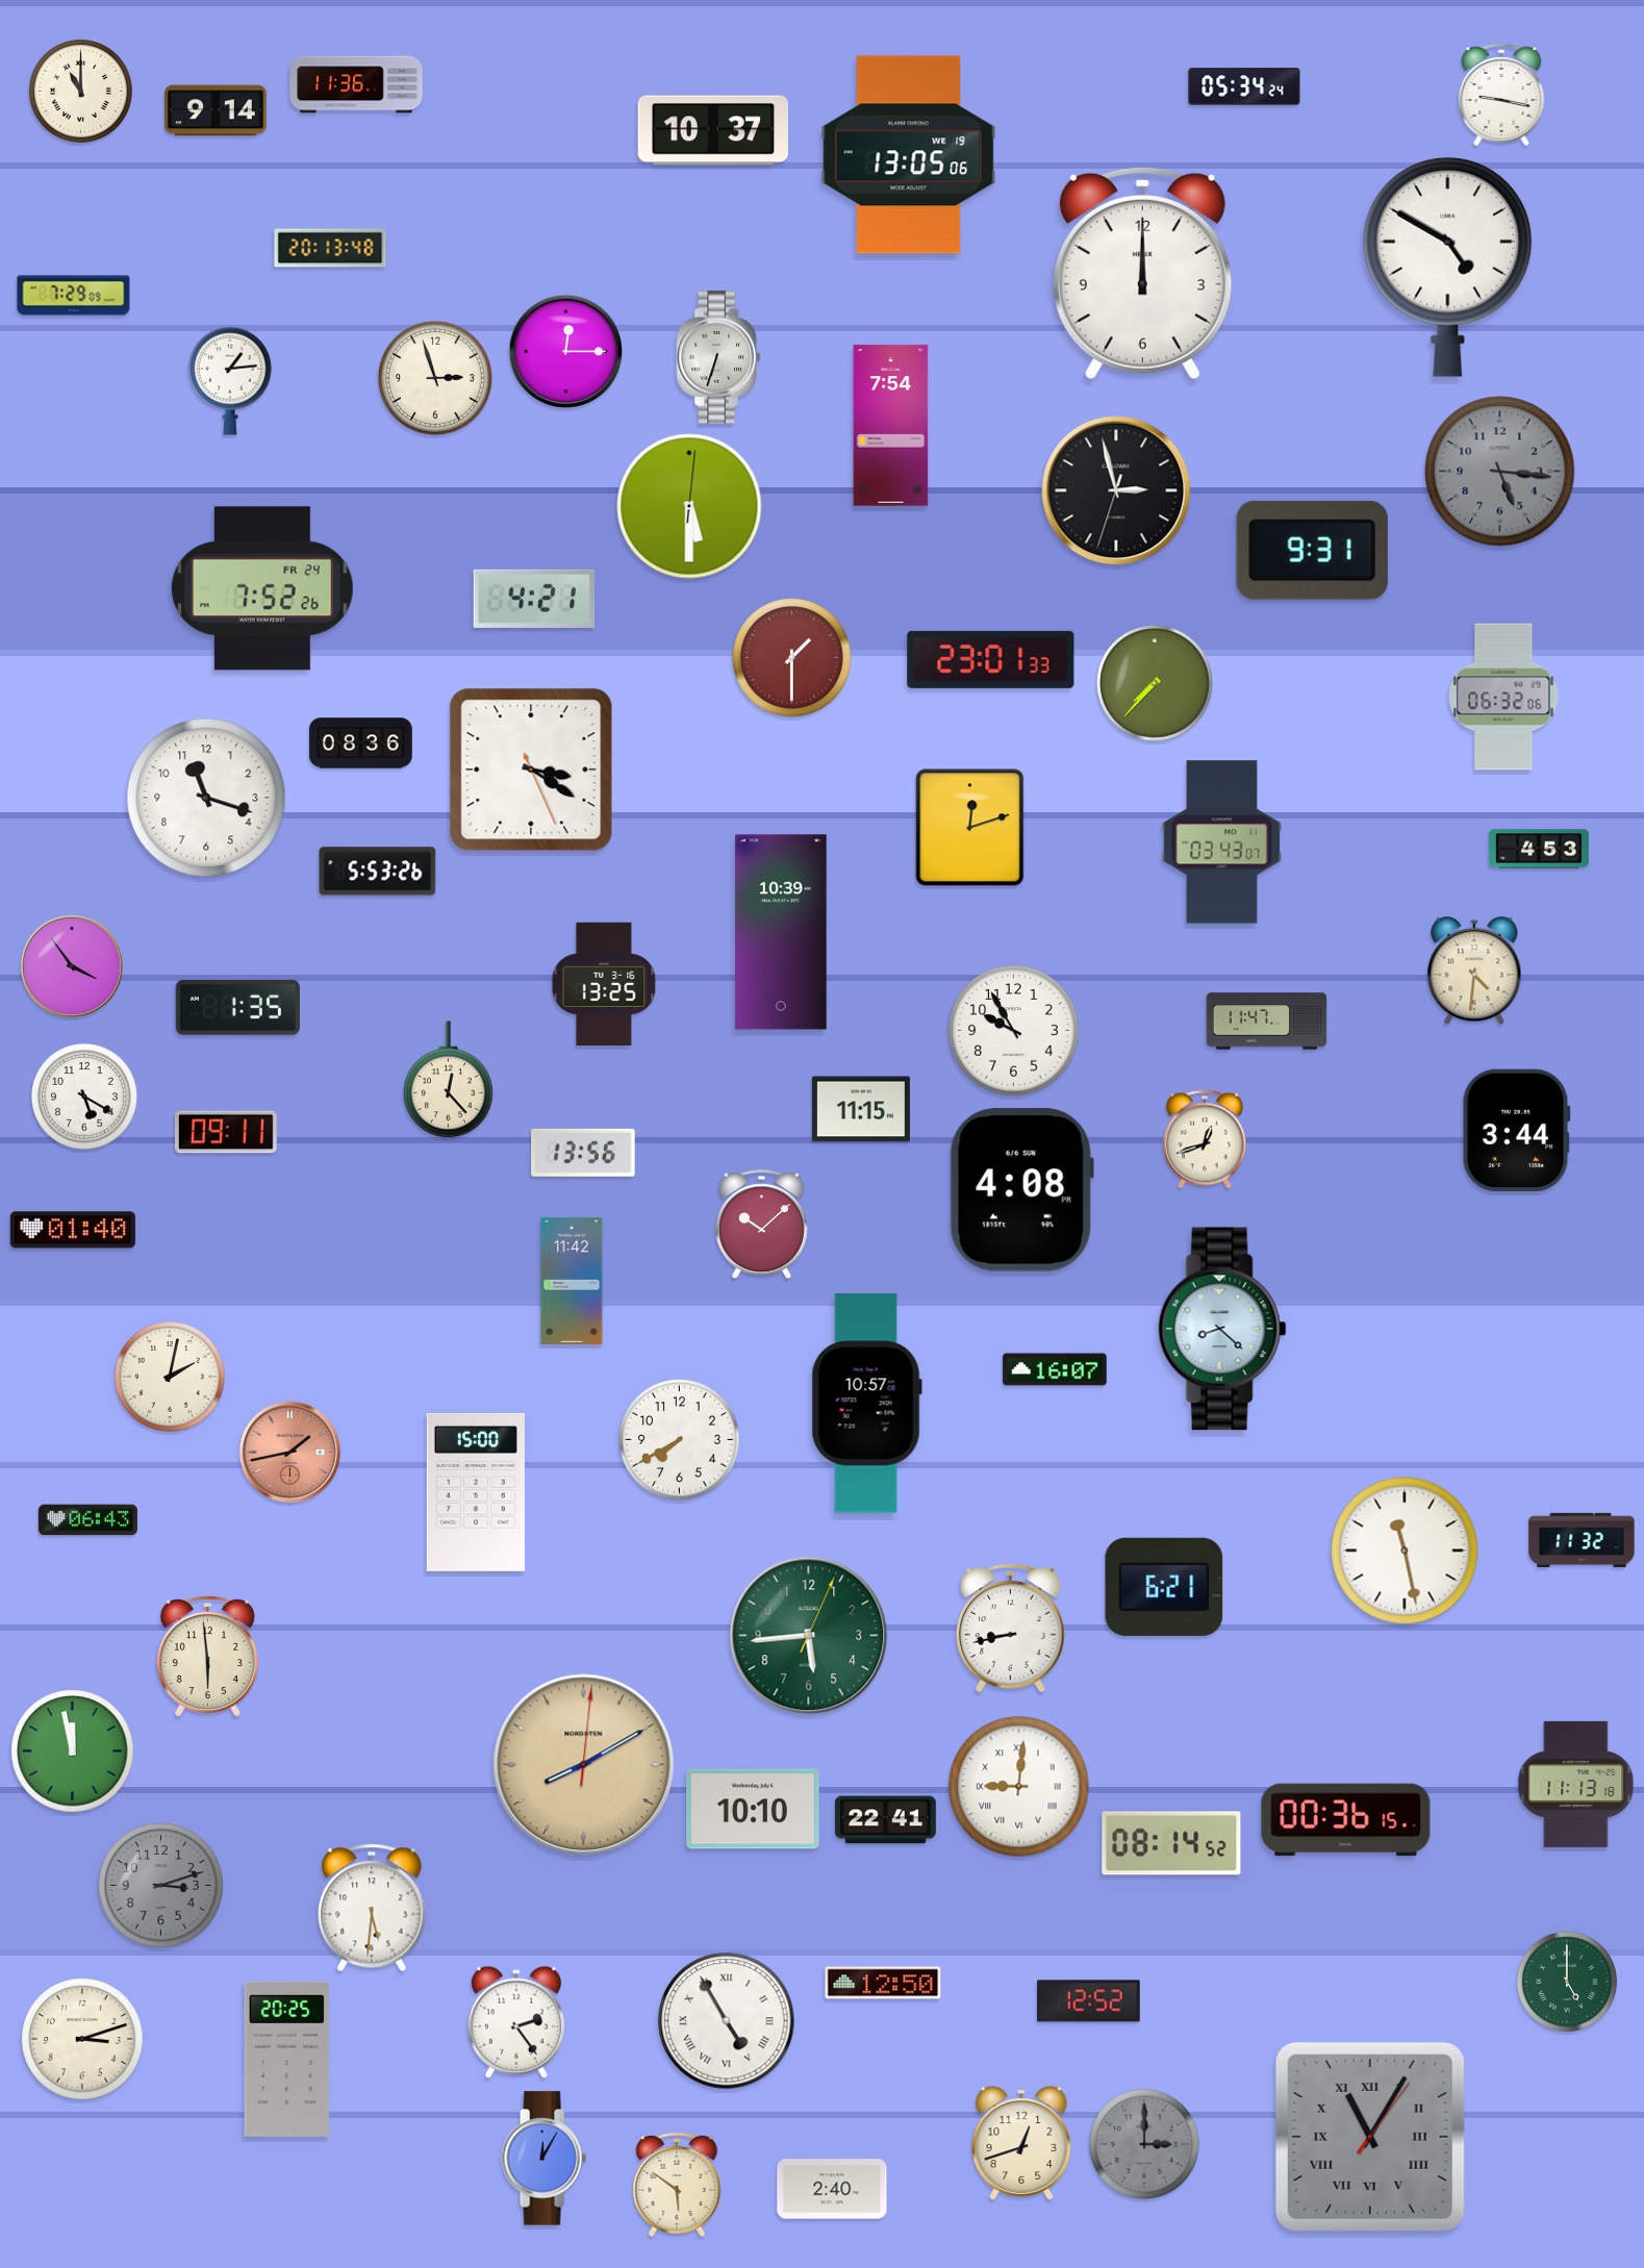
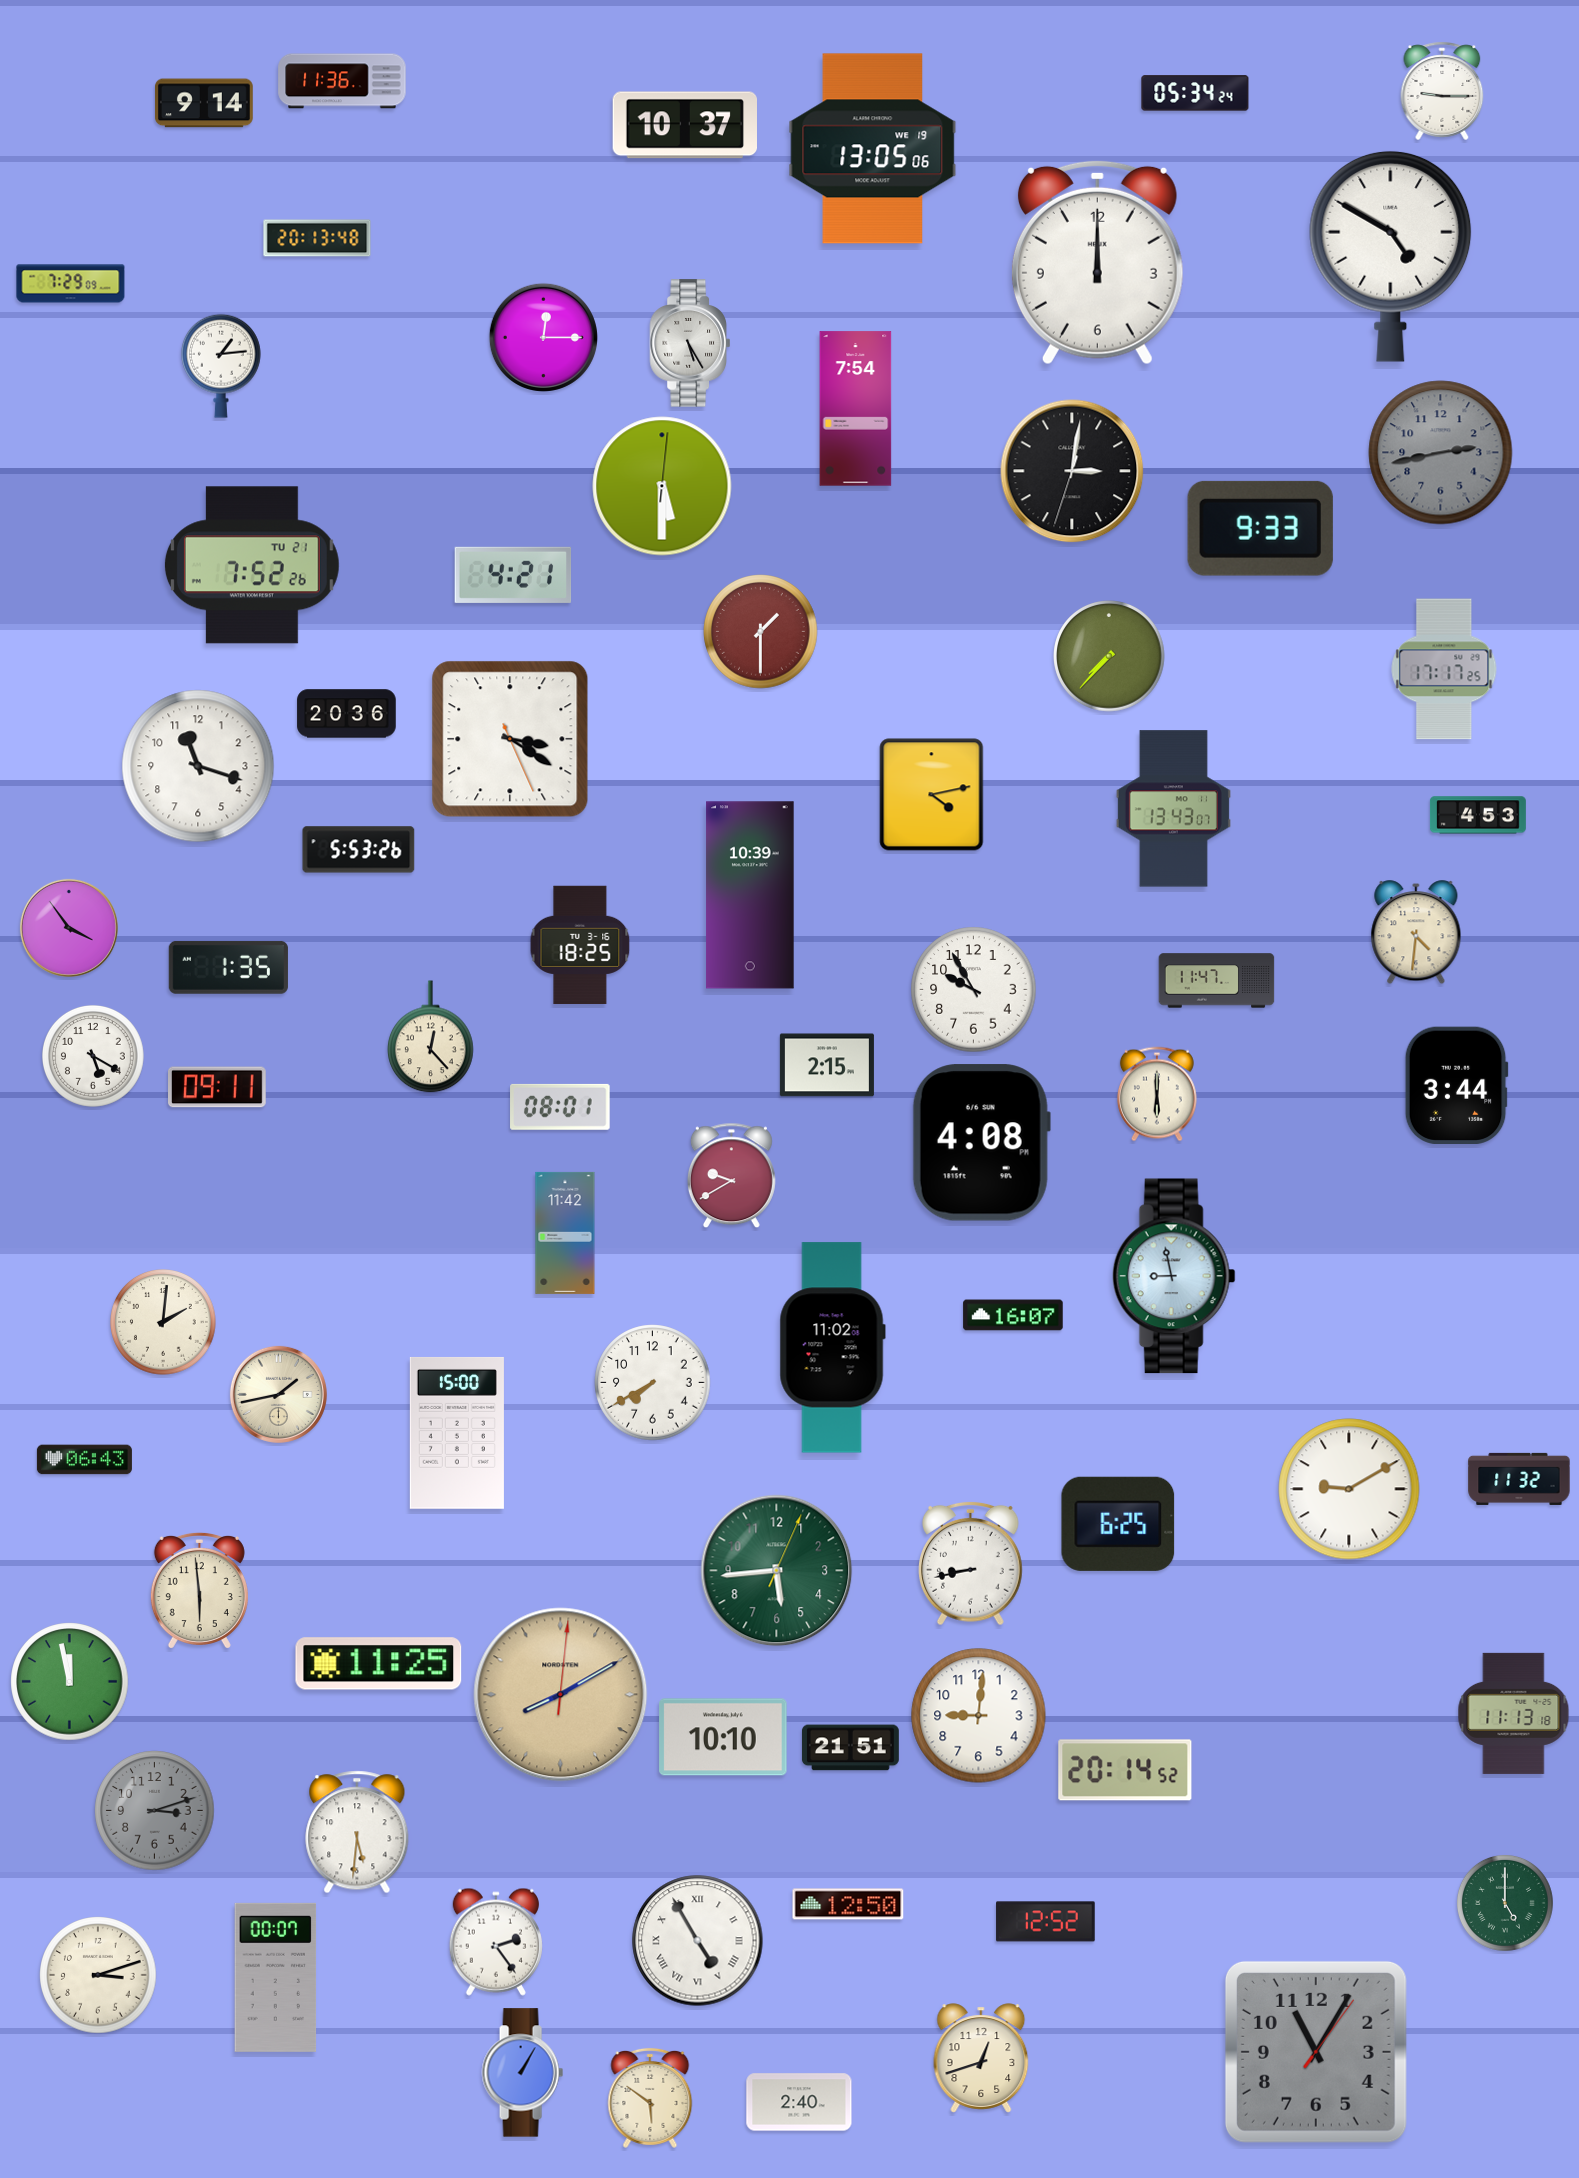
clock at (1244, 86) position: (1244, 86) -> (1195, 93)
clock at (80, 91): 11:00 -> none
clock at (1501, 95): 9:17 -> 9:15
clock at (217, 110) position: (217, 110) -> (205, 103)
clock at (717, 357): 6:33 -> 5:25
clock at (435, 378): 2:57 -> none
clock at (1500, 472): 5:16 -> 2:43
clock at (1116, 490): 2:57 -> 3:01
clock at (1312, 550): 9:31 -> 9:33
clock at (262, 588) date: FR 24 -> TU 21
clock at (991, 659): 23:01 -> none
clock at (1503, 697): 06:32 -> 17:17
clock at (361, 744): 08:36 -> 20:36
clock at (970, 828): 12:12 -> 4:13
clock at (1221, 842): 03:43 -> 13:43
clock at (378, 872) position: (378, 872) -> (359, 850)
clock at (604, 983): 13:25 -> 18:25
clock at (85, 1097) position: (85, 1097) -> (94, 1056)
clock at (861, 1109): 11:15 -> 2:15
clock at (1205, 1139): 12:42 -> 6:00
clock at (583, 1153): 13:56 -> 08:01
clock at (761, 1225): 10:08 -> 9:40
clock at (73, 1230): 01:40 -> none
clock at (572, 1281) position: (572, 1281) -> (565, 1233)
clock at (1222, 1329): 8:22 -> 8:58
clock at (171, 1378): 2:02 -> 2:01
clock at (866, 1404): 10:57 -> 11:02
clock at (289, 1452) dial: salmon -> cream
clock at (1405, 1551): 11:28 -> 9:10
clock at (1164, 1587): 6:21 -> 6:25
clock at (379, 1664): none -> 11:25
clock at (1019, 1787) numerals: Roman -> Arabic
clock at (885, 1820): 22:41 -> 21:51
clock at (1346, 1820): 00:36 -> none
clock at (1171, 1843): 08:14 -> 20:14
clock at (82, 2039) position: (82, 2039) -> (98, 1975)
clock at (287, 2059): 20:25 -> 00:07
clock at (1370, 2137) numerals: Roman -> Arabic
clock at (1145, 2145): 3:00 -> none
clock at (543, 2159): 12:05 -> 1:05
